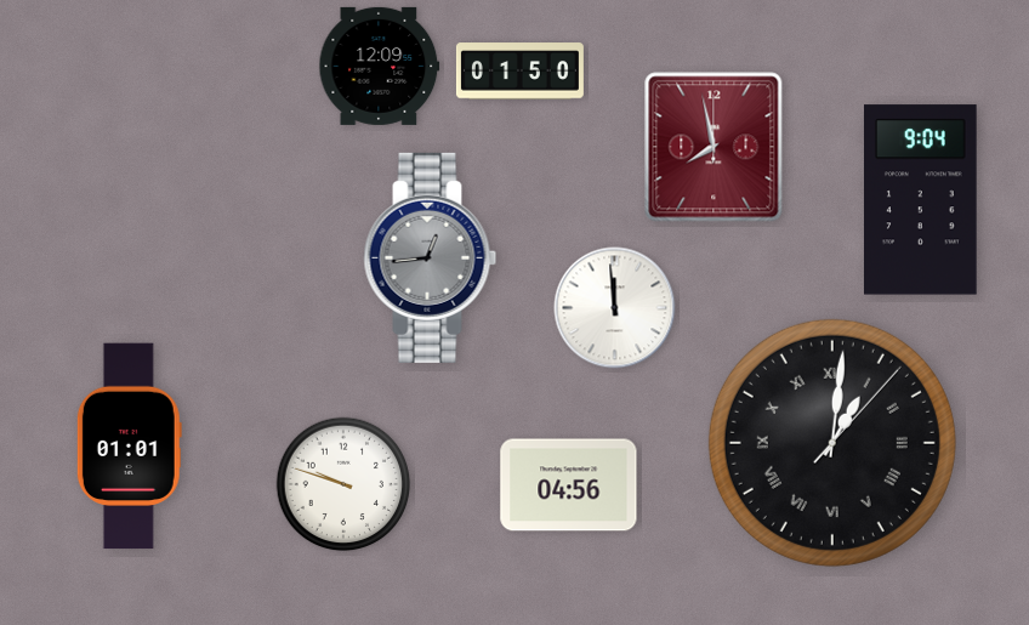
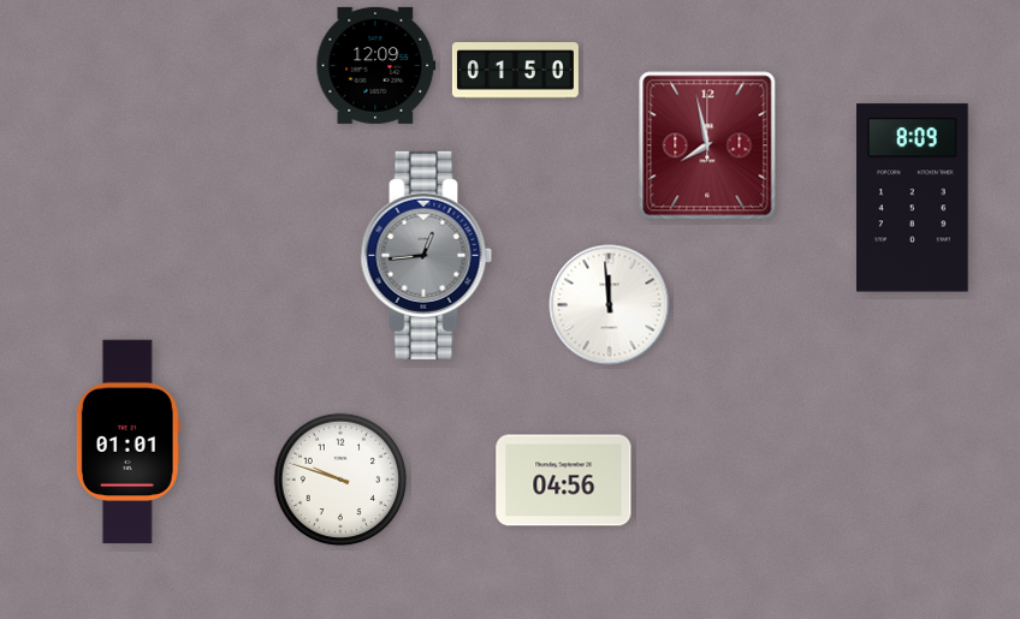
clock at (921, 200): 9:04 -> 8:09
clock at (832, 443): 1:01 -> none
